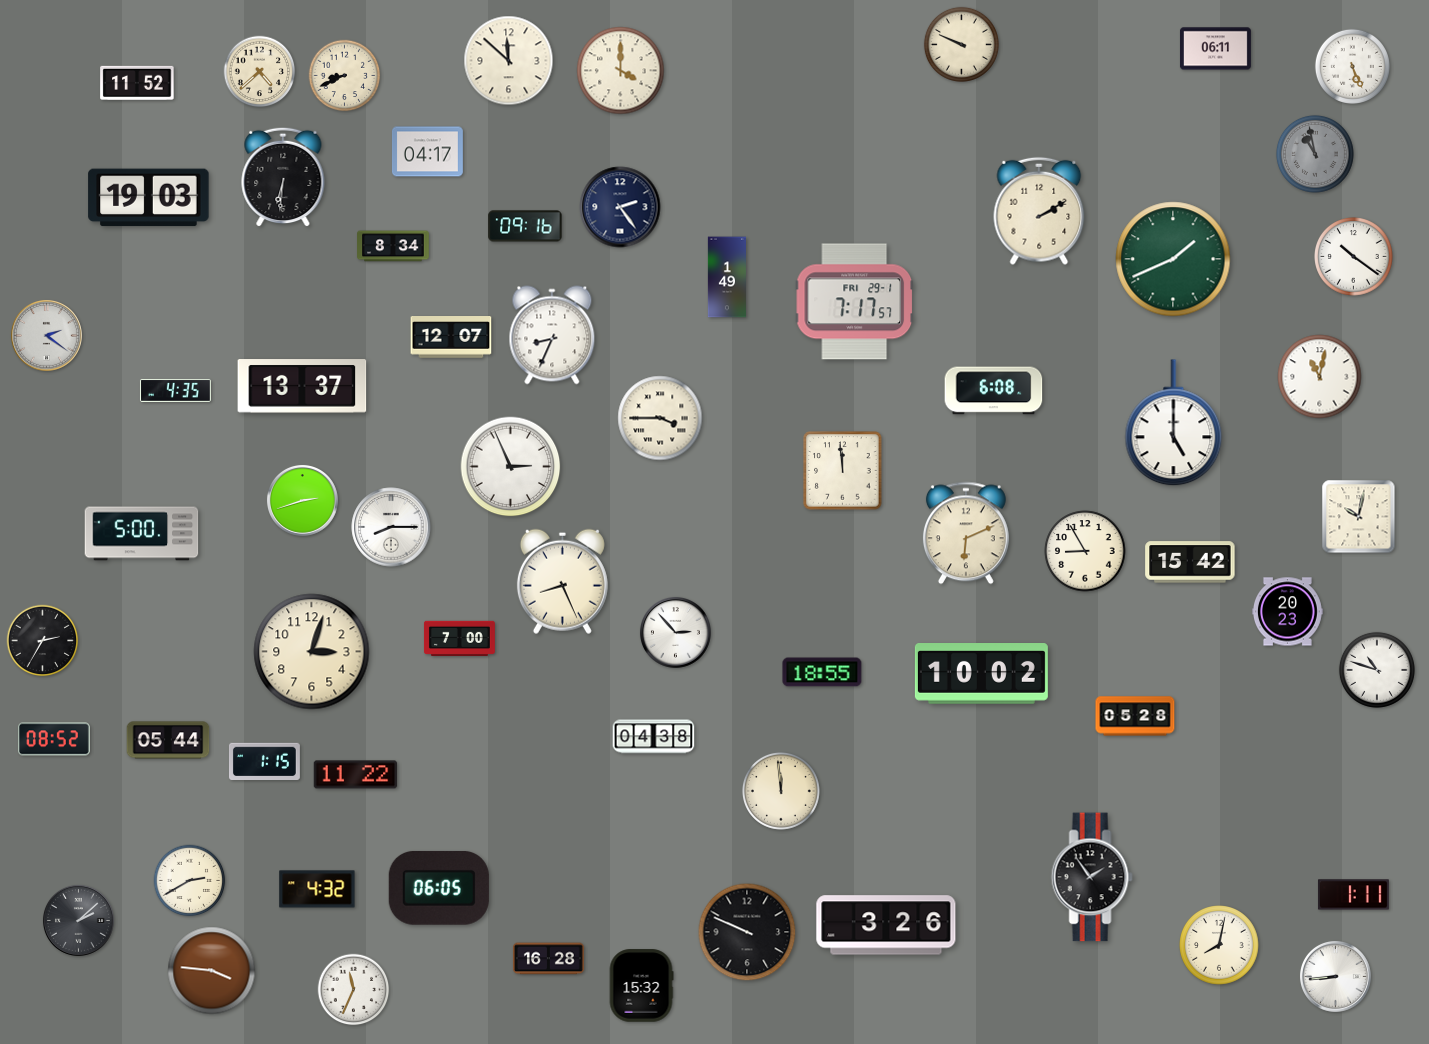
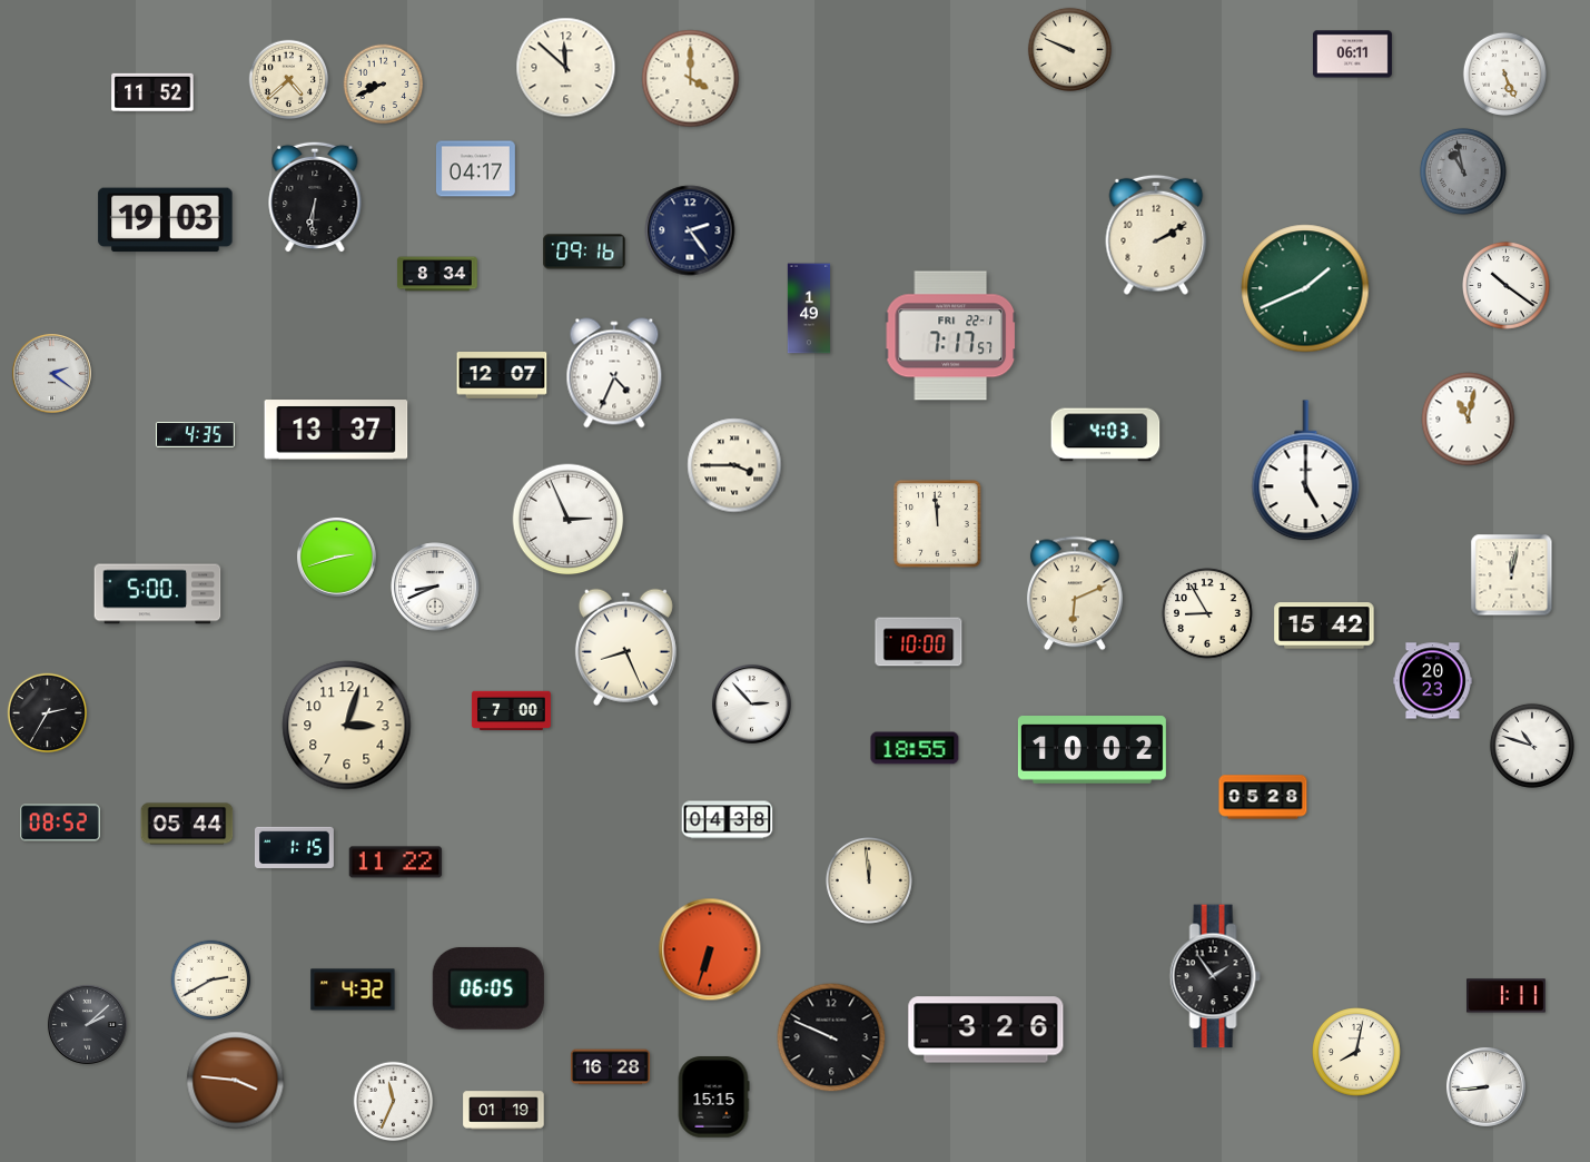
clock at (854, 302) date: FRI 29-1 -> FRI 22-1
clock at (552, 335): 8:34 -> 4:34
clock at (994, 391): 6:08 -> 4:03
clock at (1359, 517): 10:02 -> 12:02
clock at (391, 527): 8:15 -> 8:41
clock at (919, 642): none -> 10:00
clock at (710, 949): none -> 6:33
clock at (641, 986): 15:32 -> 15:15
clock at (504, 1111): none -> 01:19
